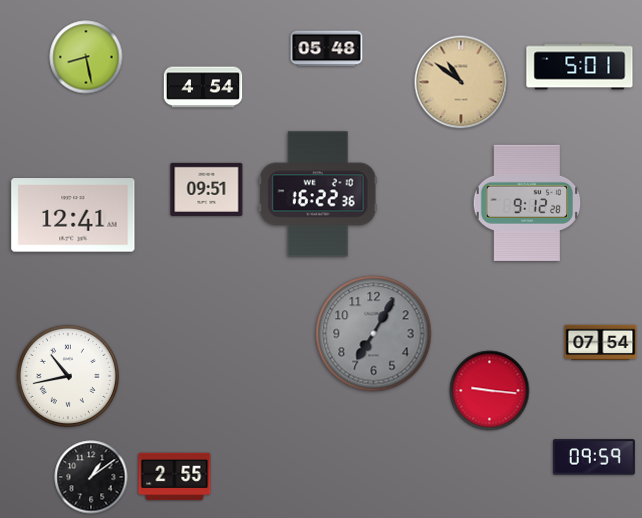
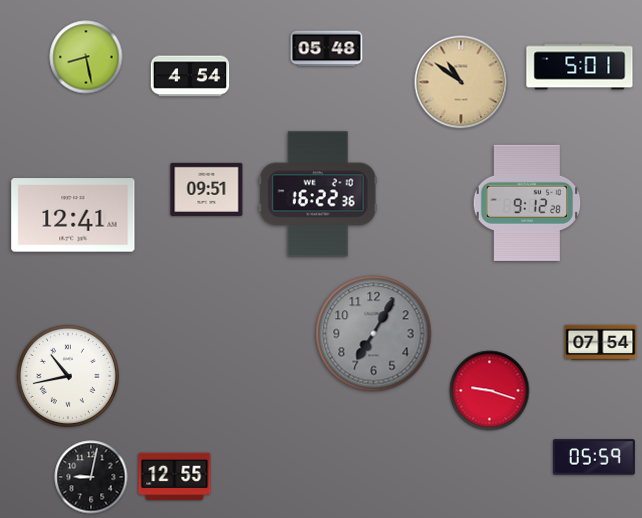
clock at (203, 87) position: (203, 87) -> (190, 76)
clock at (490, 391): 9:16 -> 9:18
clock at (594, 457): 09:59 -> 05:59
clock at (91, 477): 1:09 -> 9:02
clock at (175, 477): 2:55 -> 12:55
